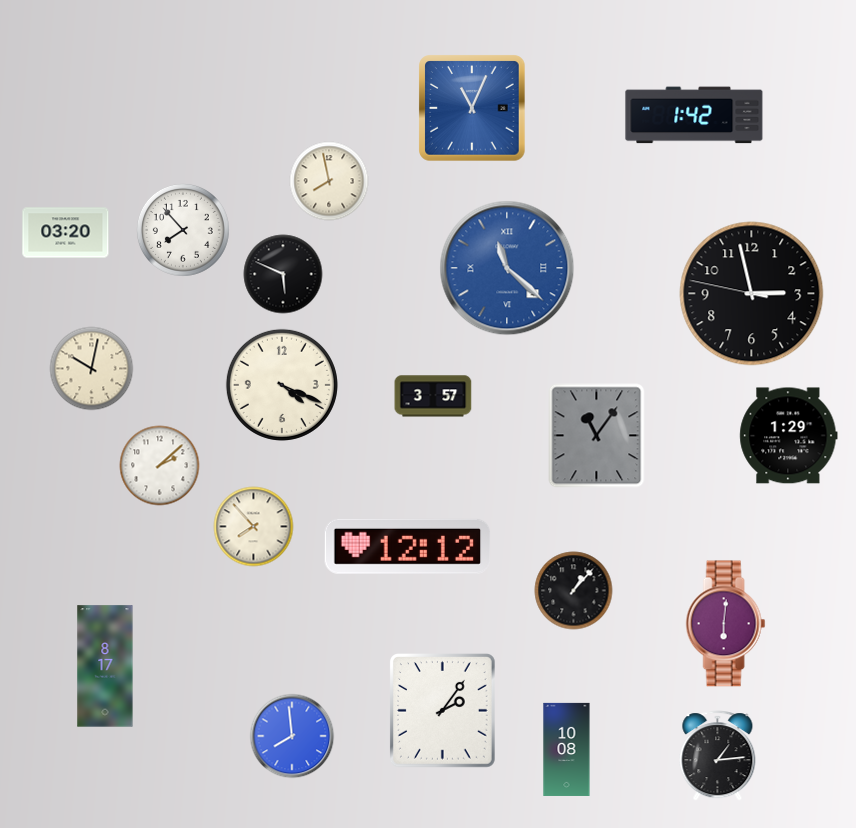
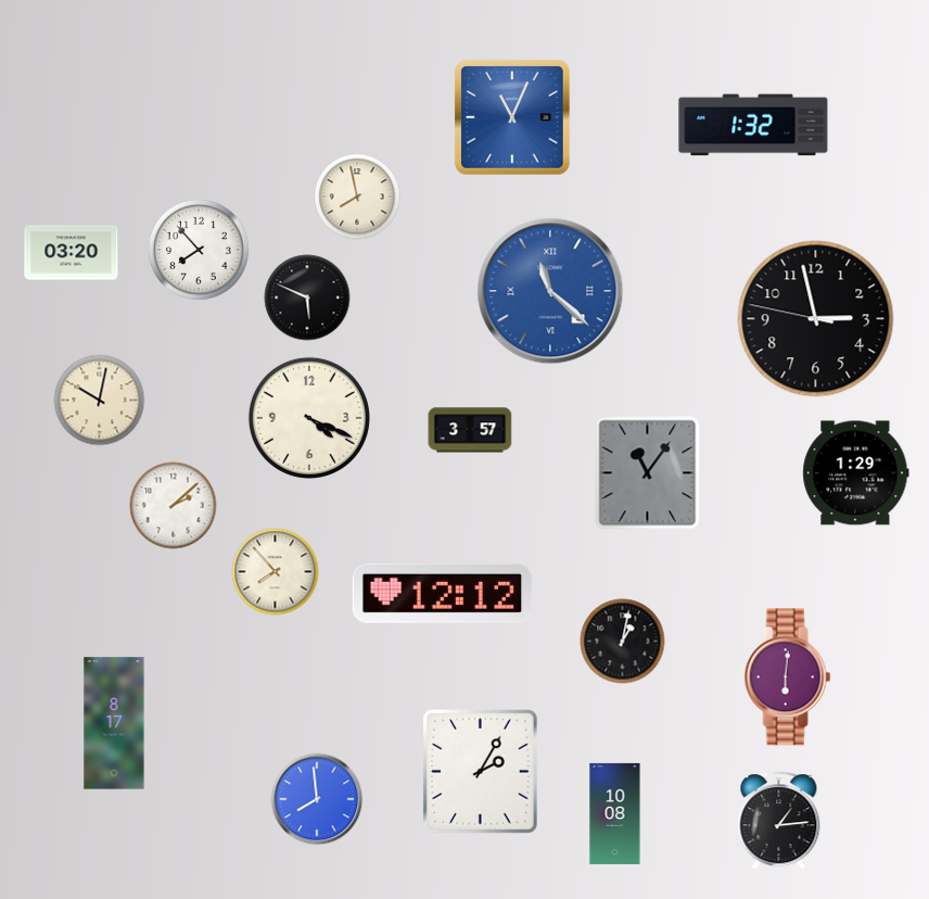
clock at (694, 115): 1:42 -> 1:32
clock at (282, 385) position: (282, 385) -> (309, 418)
clock at (574, 591): 1:07 -> 1:02
clock at (443, 711): 2:06 -> 2:05
